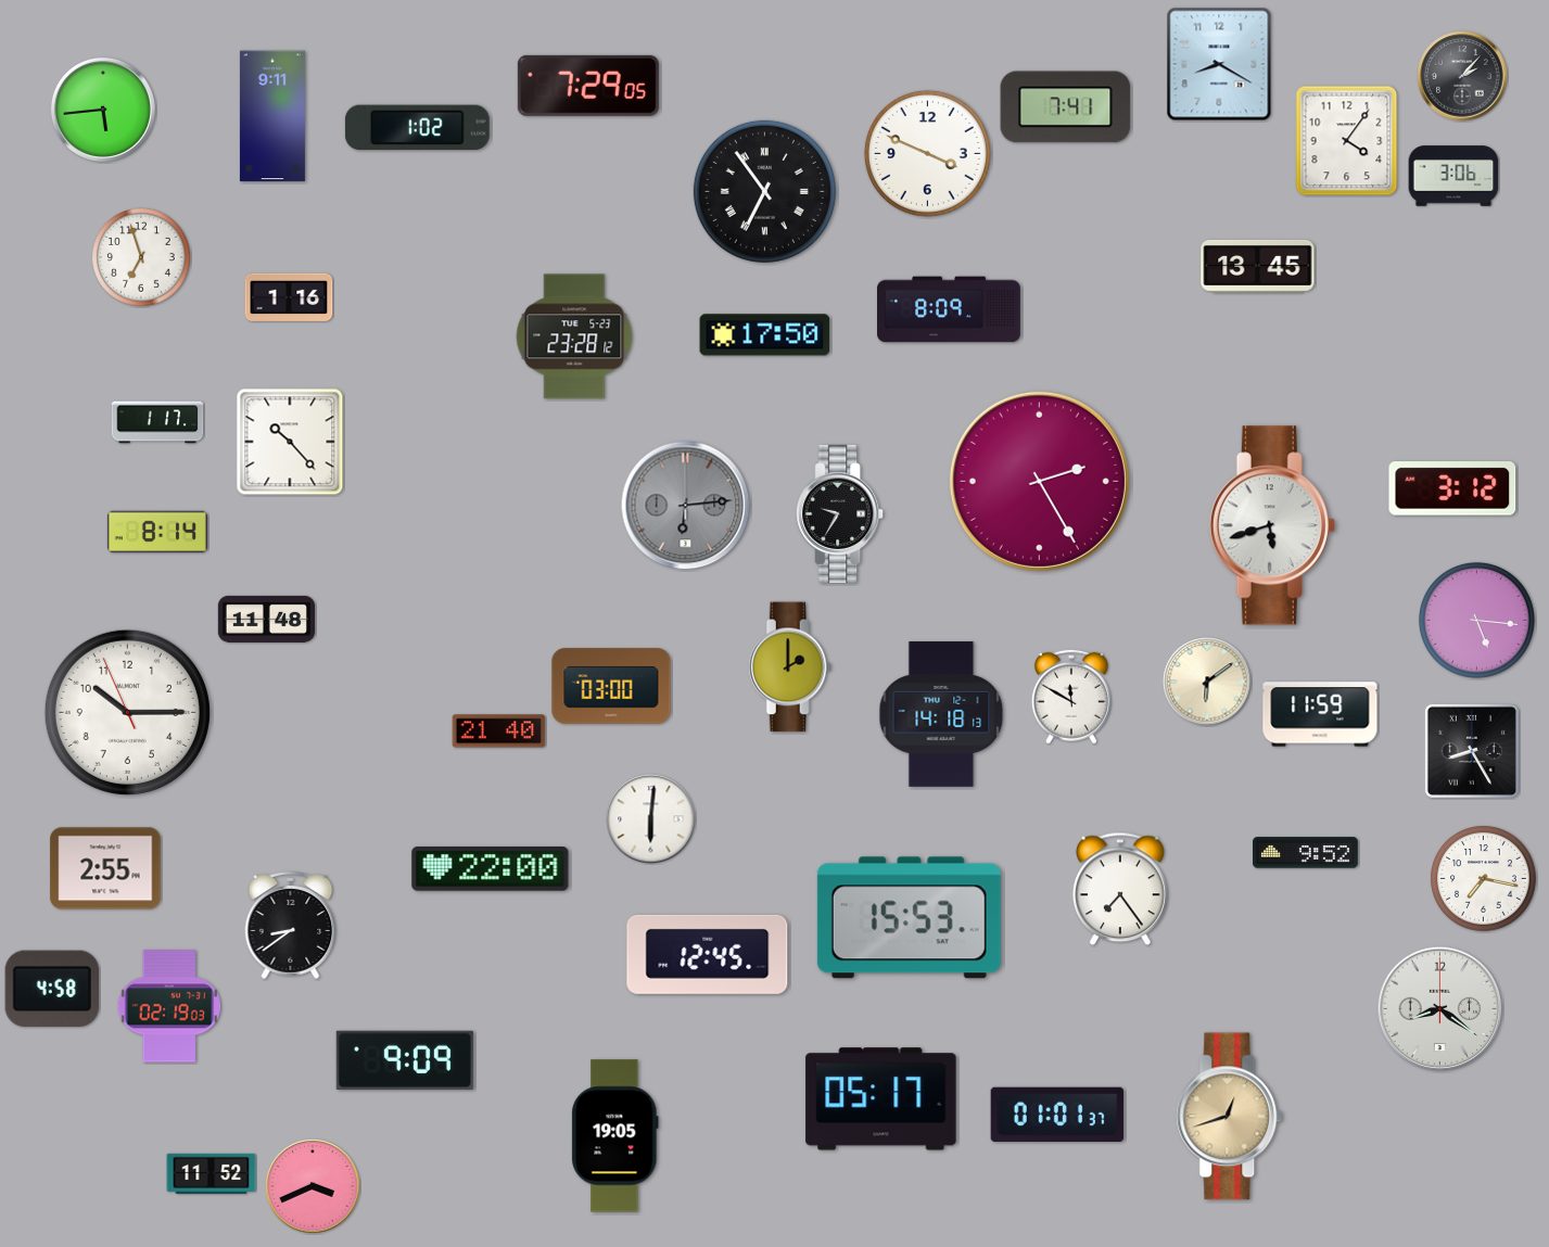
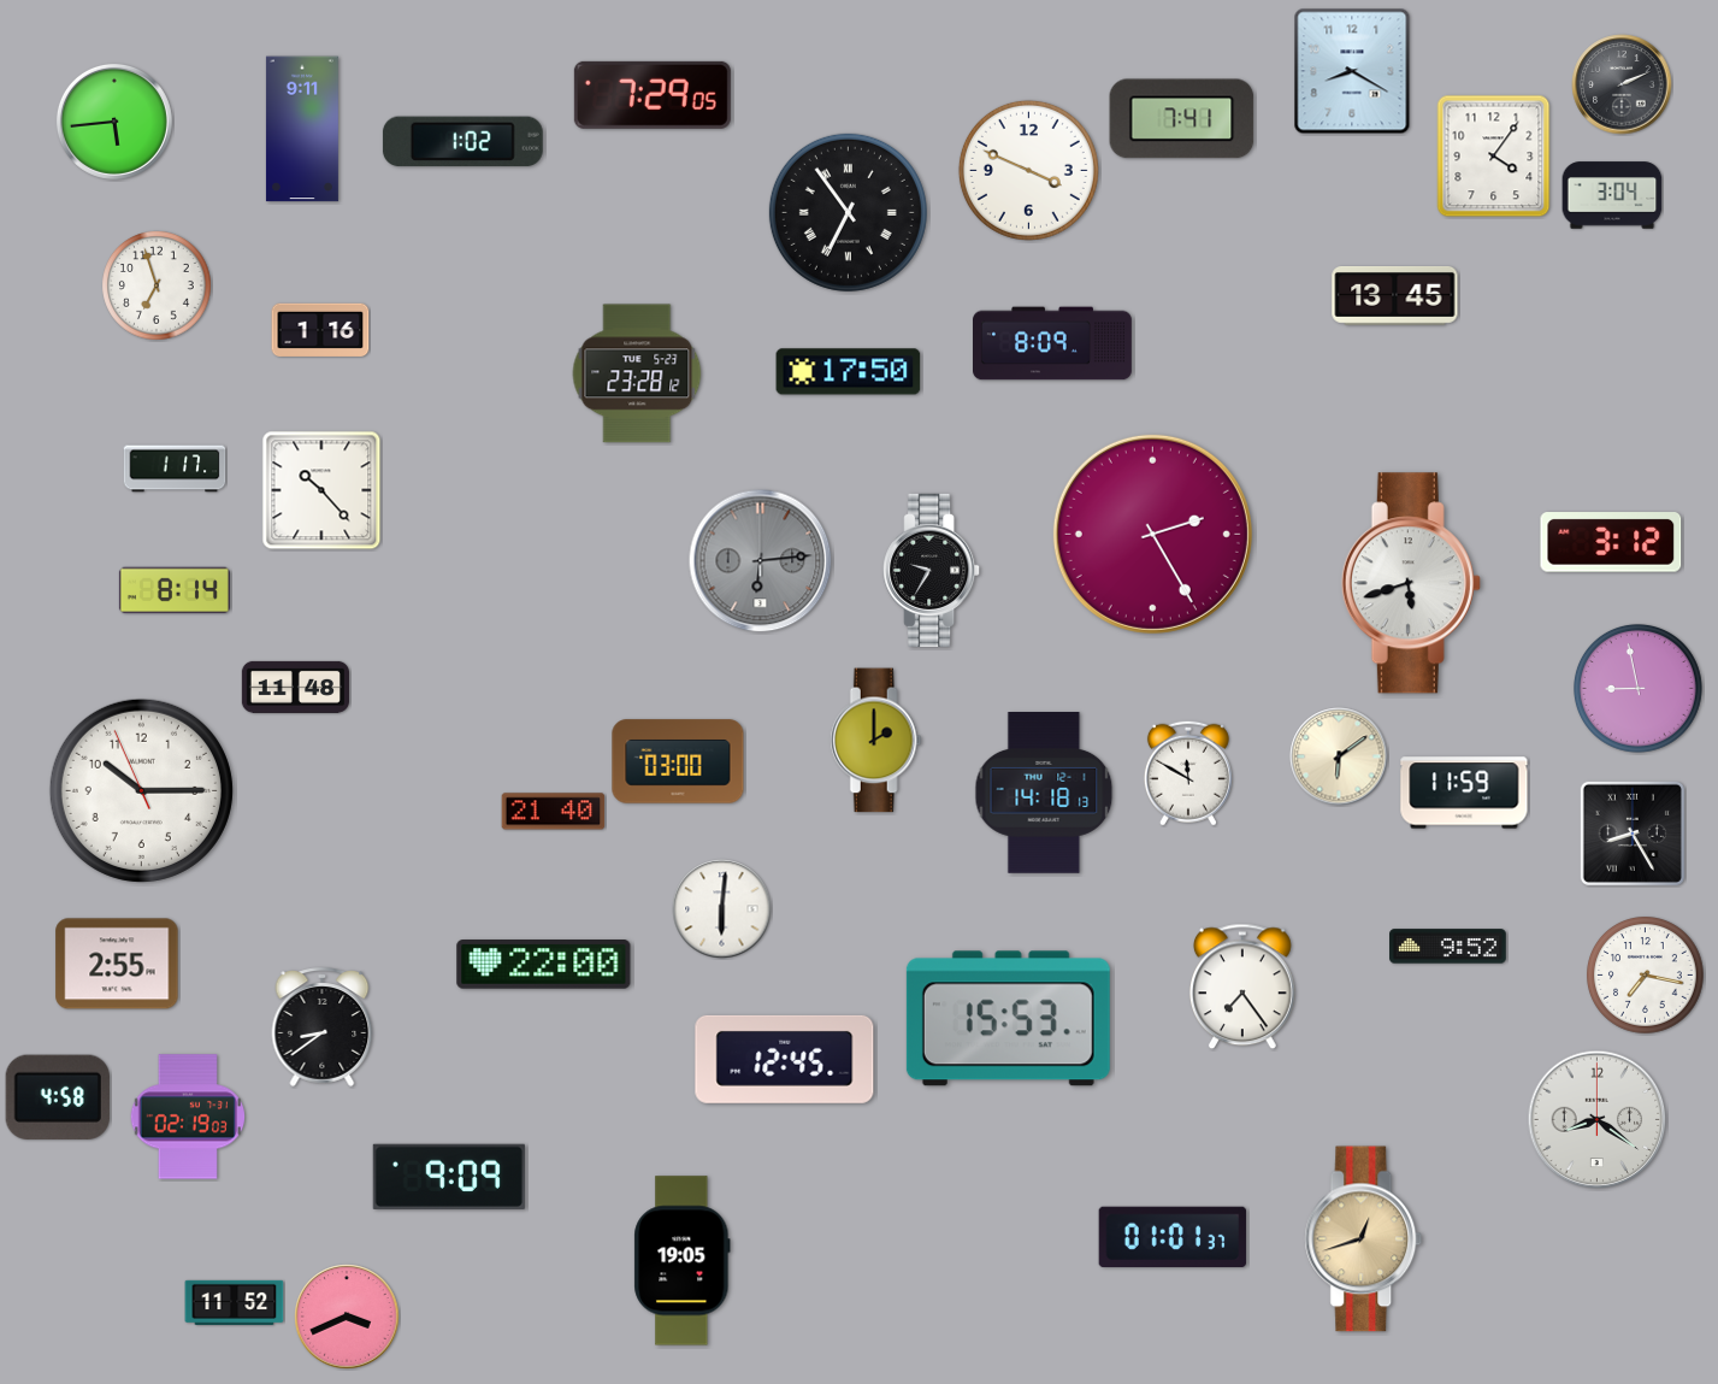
clock at (1462, 76): 2:07 -> 2:11
clock at (1453, 176): 3:06 -> 3:04
clock at (1476, 620): 5:16 -> 8:58
clock at (881, 1099): 05:17 -> none
